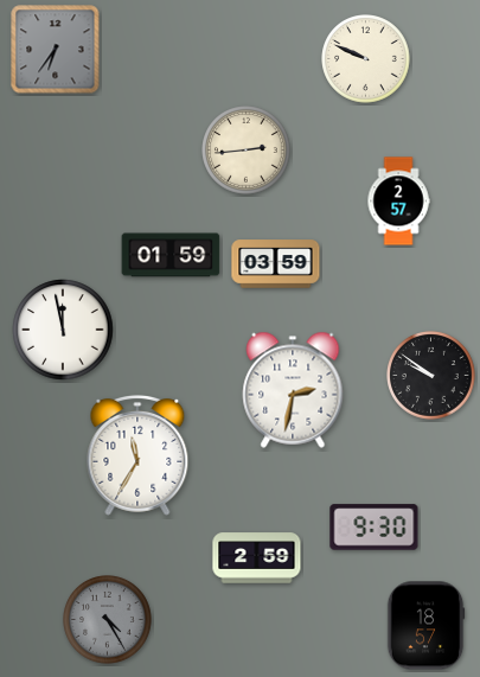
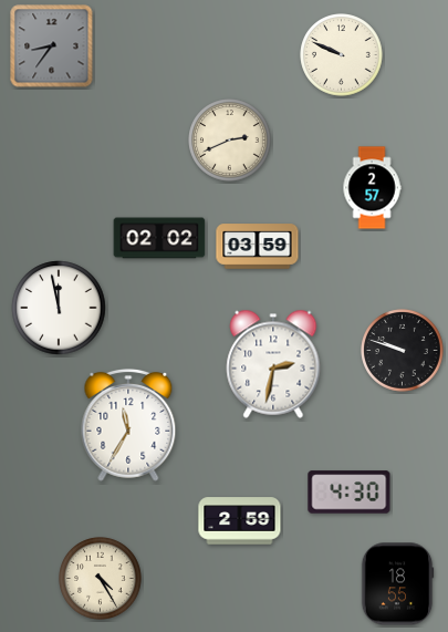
clock at (56, 50): 6:36 -> 8:36
clock at (247, 151): 2:44 -> 2:41
clock at (171, 255): 01:59 -> 02:02
clock at (431, 376): 9:51 -> 9:48
clock at (375, 528): 9:30 -> 4:30
clock at (108, 620) dial: grey -> cream
clock at (425, 626): 18:57 -> 18:55
